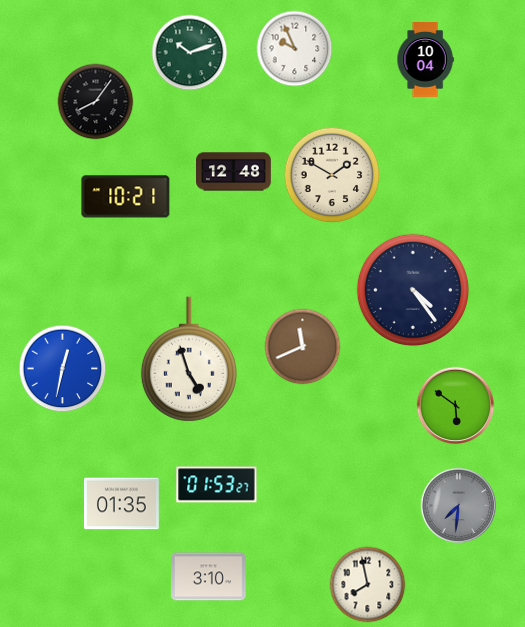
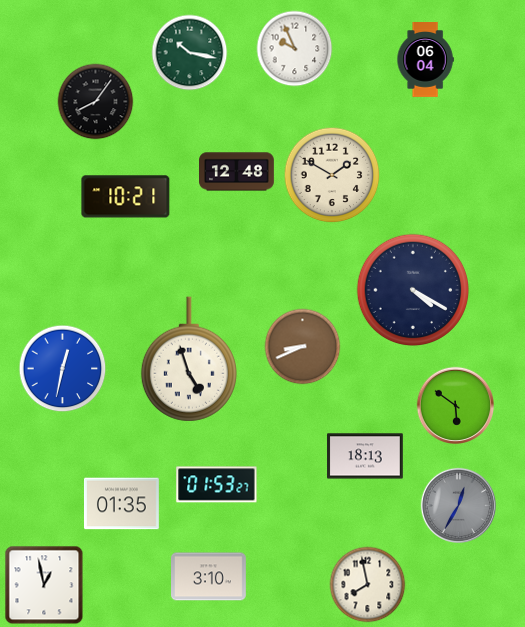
clock at (190, 53): 10:12 -> 10:17
clock at (425, 60): 10:04 -> 06:04
clock at (234, 172) position: (234, 172) -> (237, 172)
clock at (412, 289): 4:24 -> 4:20
clock at (303, 347): 11:41 -> 8:41
clock at (365, 456): none -> 18:13
clock at (458, 505): 7:31 -> 12:35
clock at (44, 585): none -> 12:58
